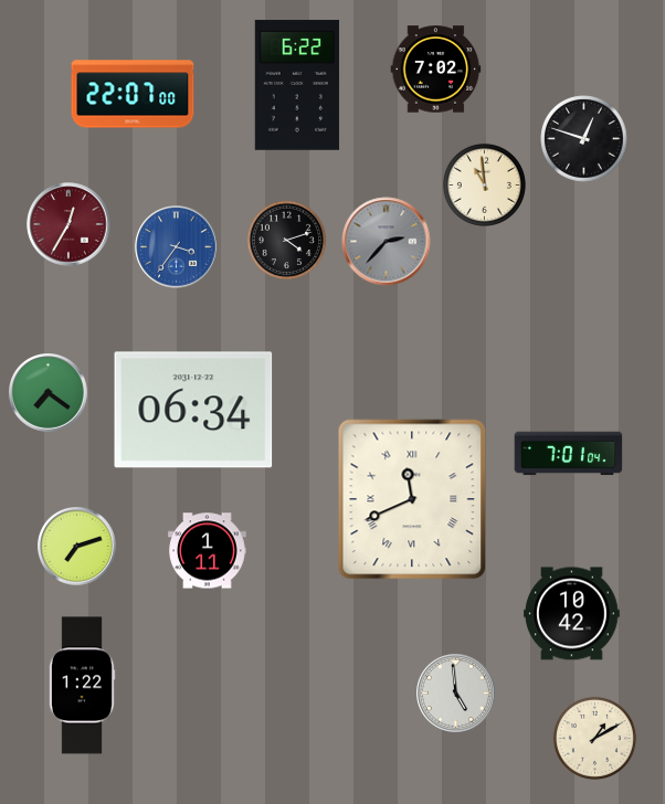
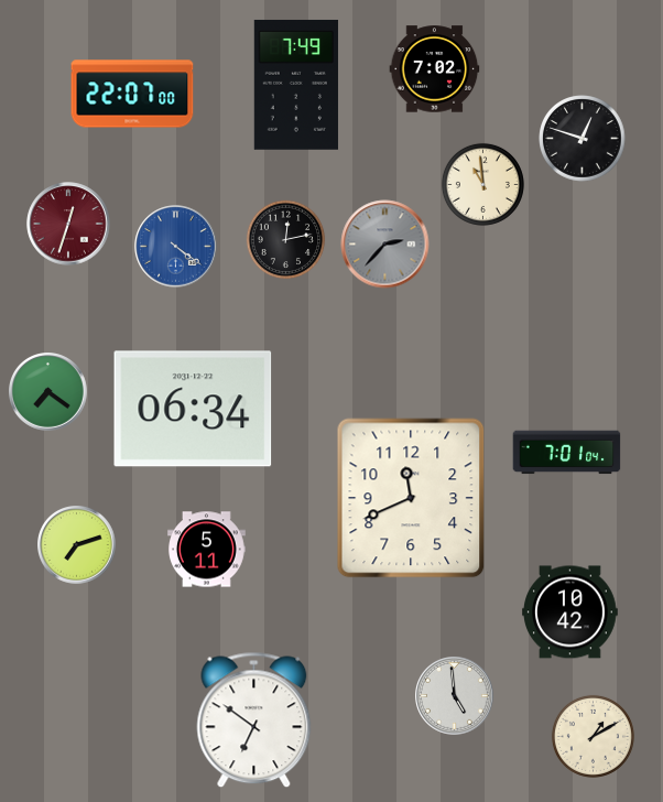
clock at (297, 85): 6:22 -> 7:49
clock at (68, 224): 12:35 -> 12:33
clock at (287, 241): 4:12 -> 12:13
clock at (387, 242) position: (387, 242) -> (385, 245)
clock at (177, 247): 3:36 -> 4:21
clock at (412, 499) numerals: Roman -> Arabic
clock at (208, 551): 1:11 -> 5:11
clock at (82, 686): 1:22 -> none
clock at (456, 694) position: (456, 694) -> (455, 696)
clock at (254, 720): none -> 6:51
